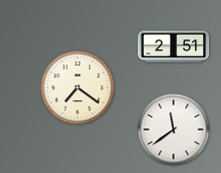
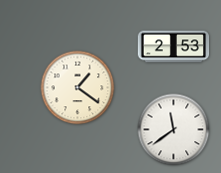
clock at (174, 47): 2:51 -> 2:53
clock at (78, 88): 7:21 -> 1:21
